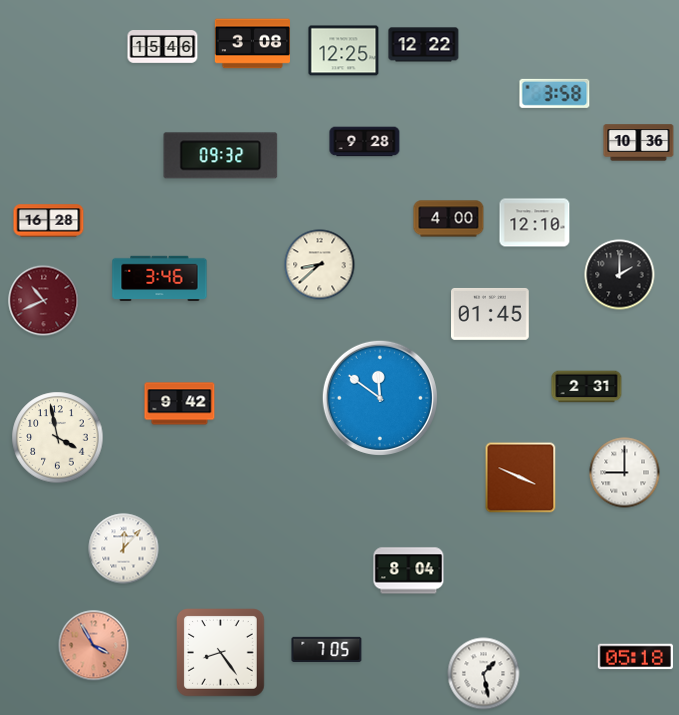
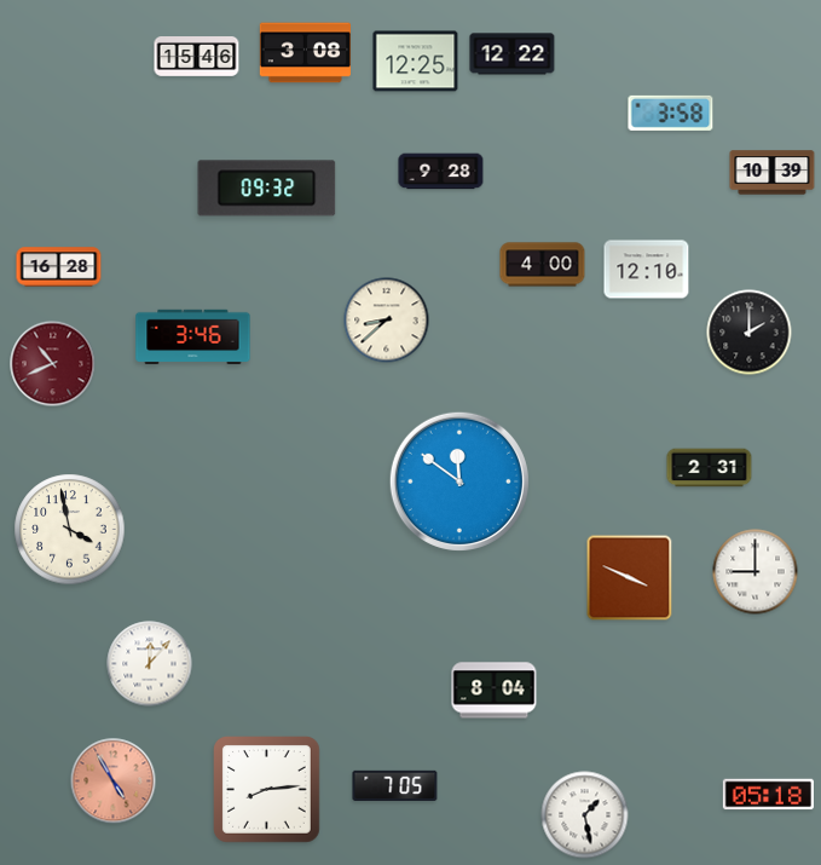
clock at (639, 143): 10:36 -> 10:39
clock at (490, 314): 01:45 -> none
clock at (180, 404): 9:42 -> none
clock at (94, 646): 3:55 -> 4:55
clock at (221, 653): 8:24 -> 8:14
